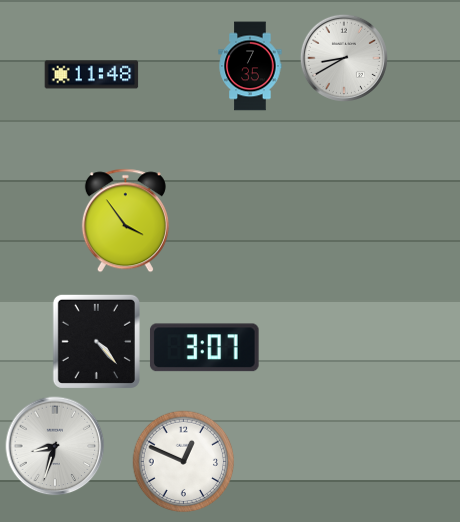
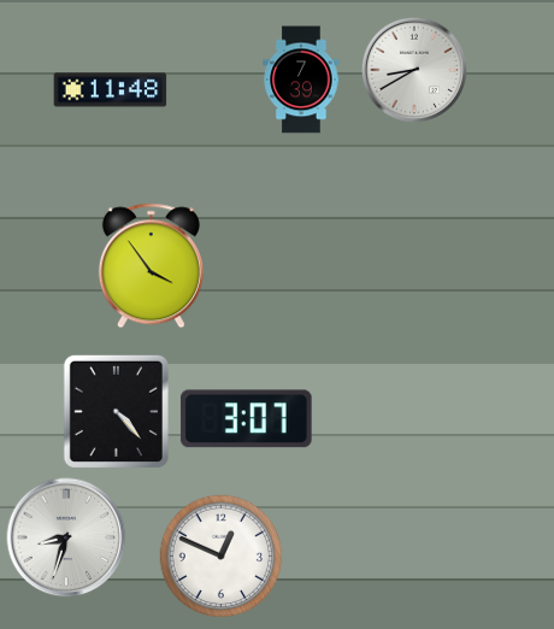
clock at (250, 66): 7:35 -> 7:39
